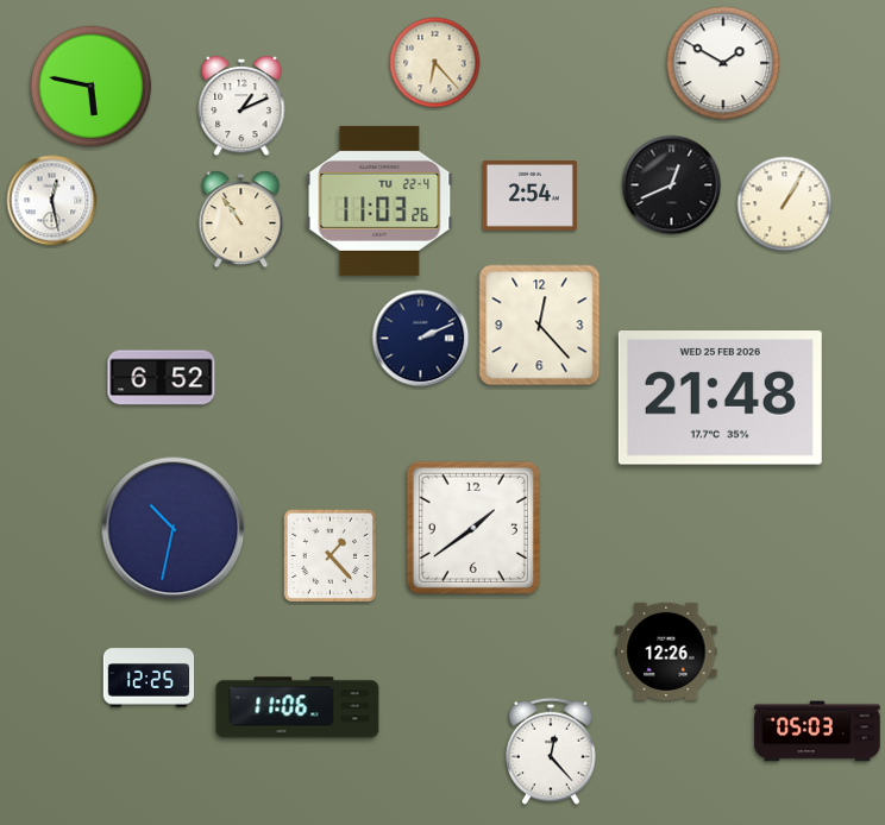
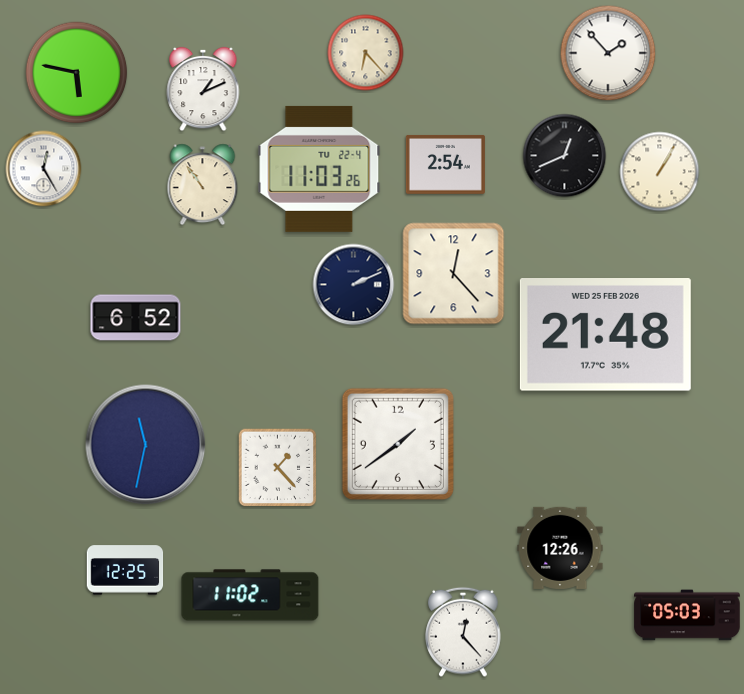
clock at (723, 63): 1:50 -> 1:53
clock at (52, 201): 12:28 -> 12:25
clock at (174, 529): 10:32 -> 11:32
clock at (297, 707): 11:06 -> 11:02
